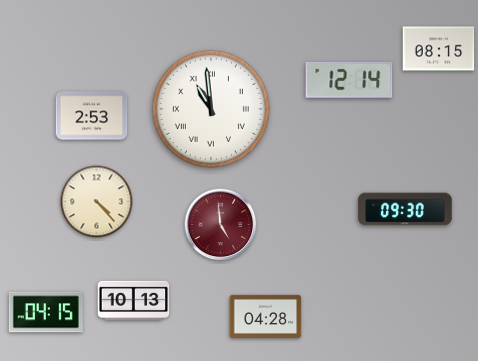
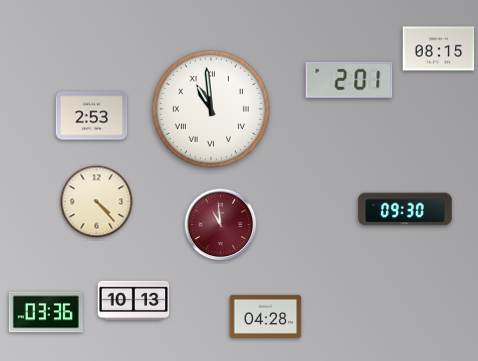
clock at (349, 80): 12:14 -> 2:01
clock at (221, 225): 4:59 -> 10:59
clock at (46, 312): 04:15 -> 03:36
